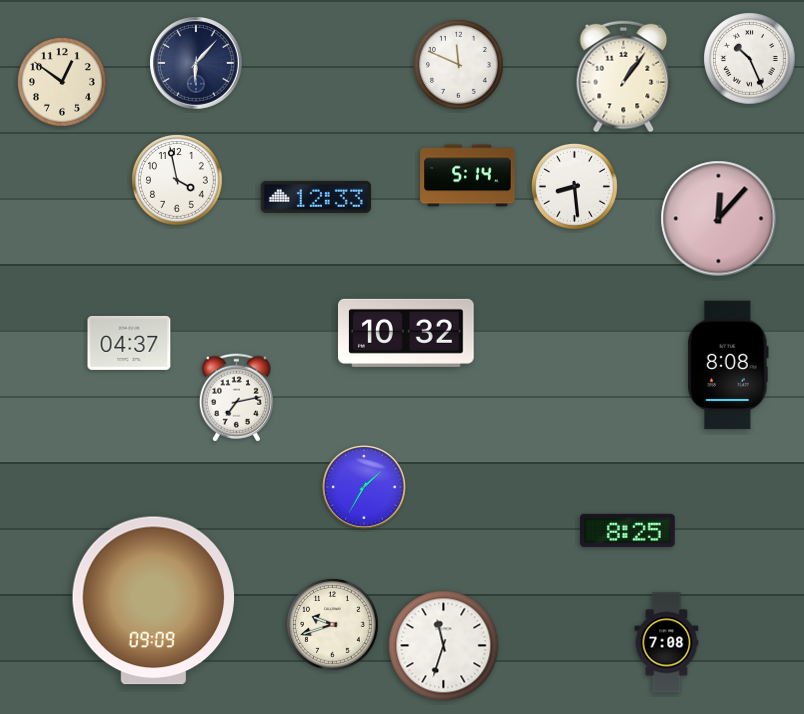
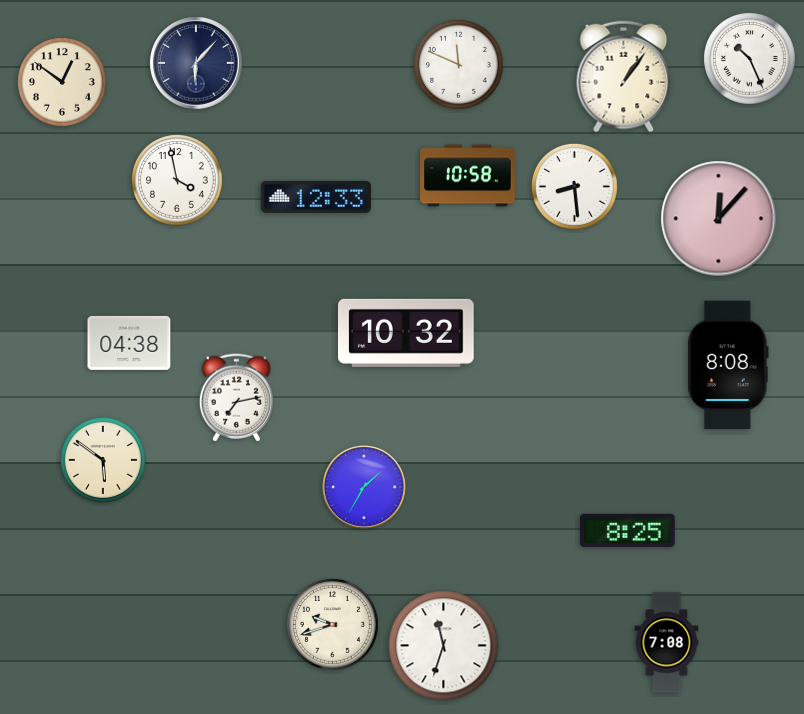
clock at (468, 176): 5:14 -> 10:58
clock at (129, 343): 04:37 -> 04:38
clock at (103, 460): none -> 5:51
clock at (154, 601): 09:09 -> none
